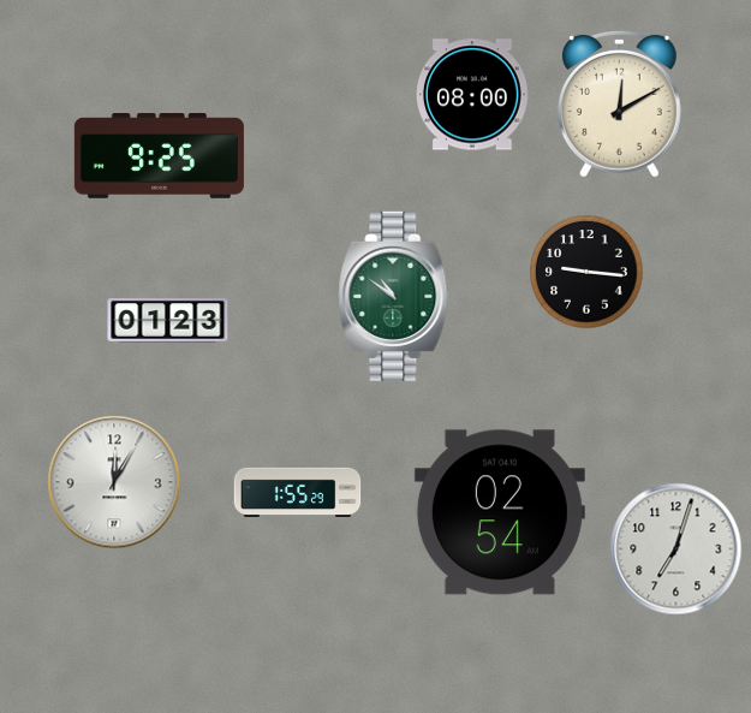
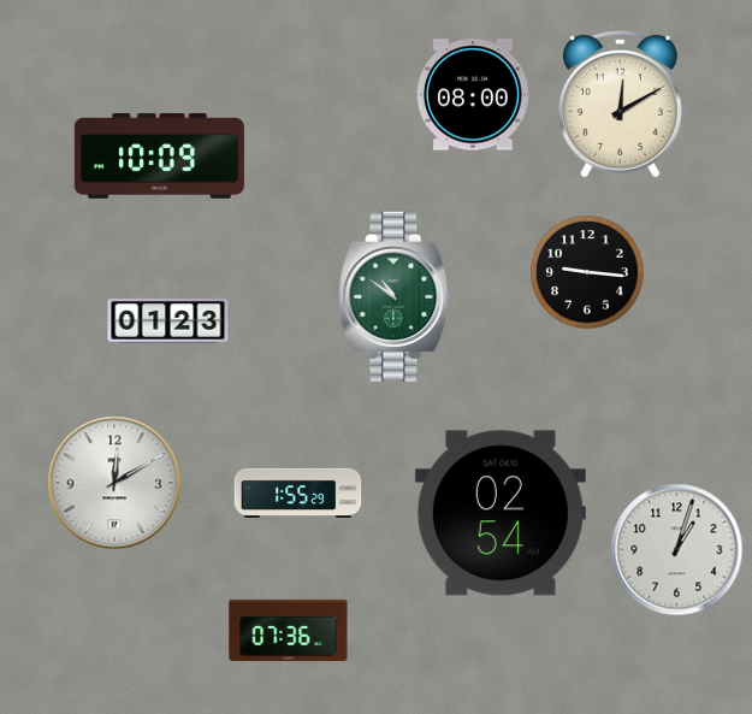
clock at (159, 156): 9:25 -> 10:09
clock at (114, 482): 12:05 -> 12:10
clock at (677, 549): 7:03 -> 1:03
clock at (289, 630): none -> 07:36
